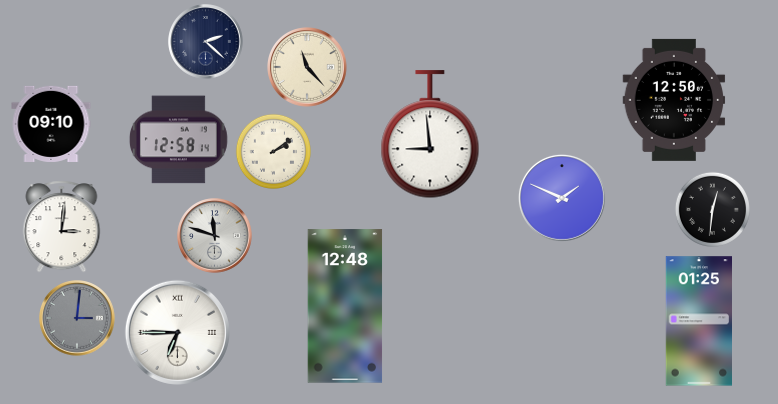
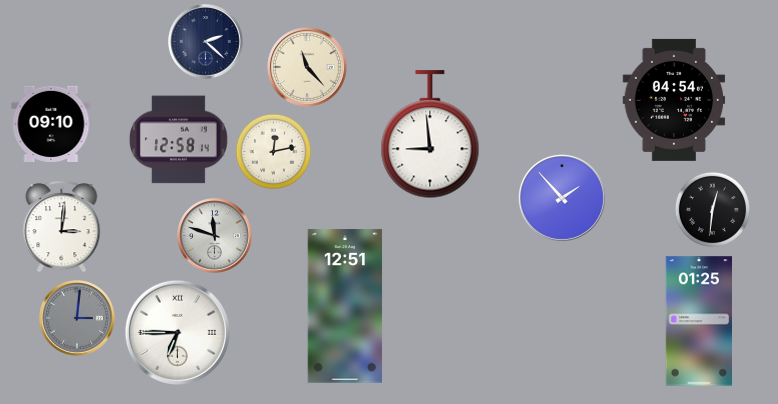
clock at (674, 100): 12:50 -> 04:54
clock at (273, 151): 2:09 -> 12:13
clock at (562, 198): 1:49 -> 1:53
clock at (345, 306): 12:48 -> 12:51
